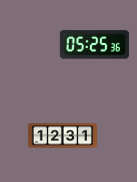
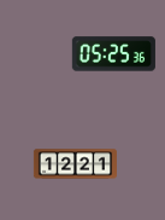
clock at (62, 136): 12:31 -> 12:21
